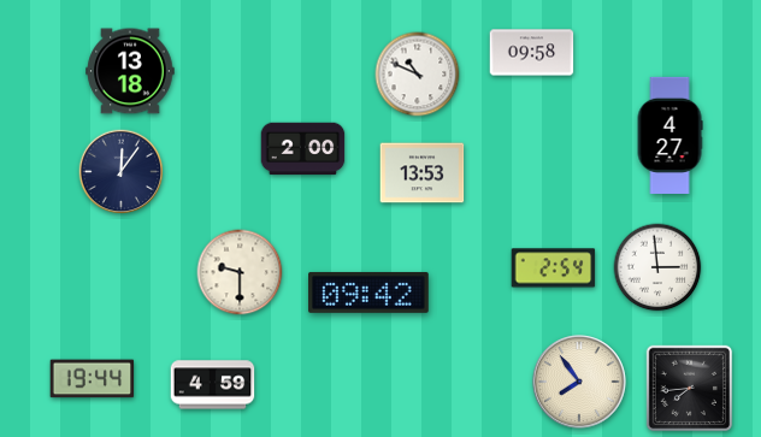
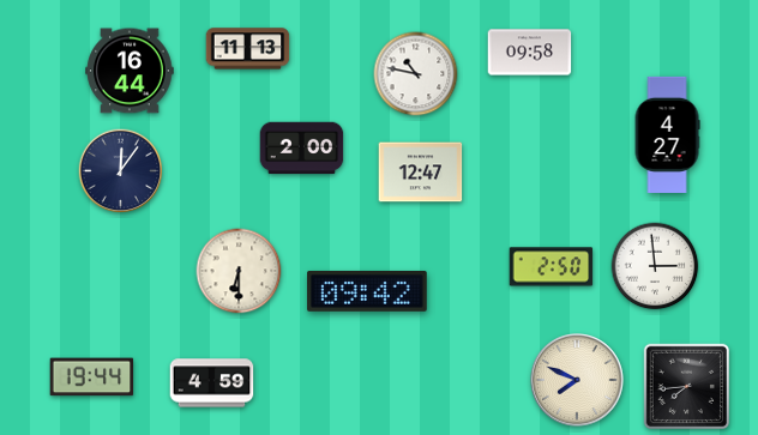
clock at (248, 49): none -> 11:13
clock at (130, 71): 13:18 -> 16:44
clock at (418, 75): 10:49 -> 10:47
clock at (423, 173): 13:53 -> 12:47
clock at (554, 268): 2:54 -> 2:50
clock at (240, 272): 9:30 -> 6:30
clock at (579, 382): 7:54 -> 7:49
